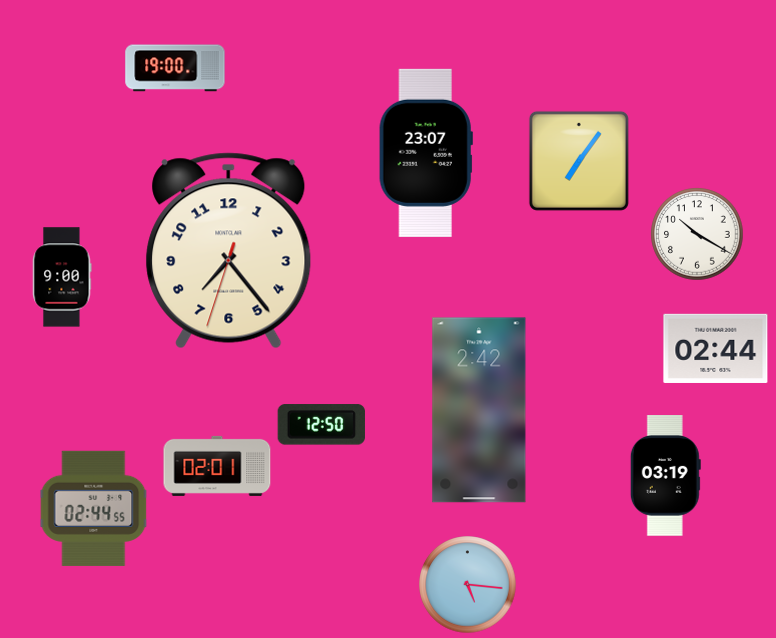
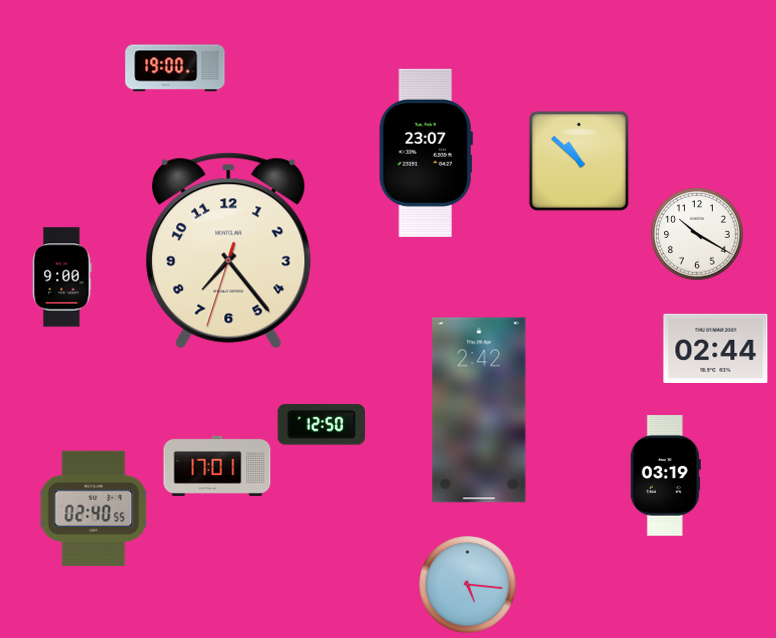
clock at (579, 161): 7:06 -> 10:52
clock at (217, 466): 02:01 -> 17:01
clock at (94, 508): 02:44 -> 02:40
